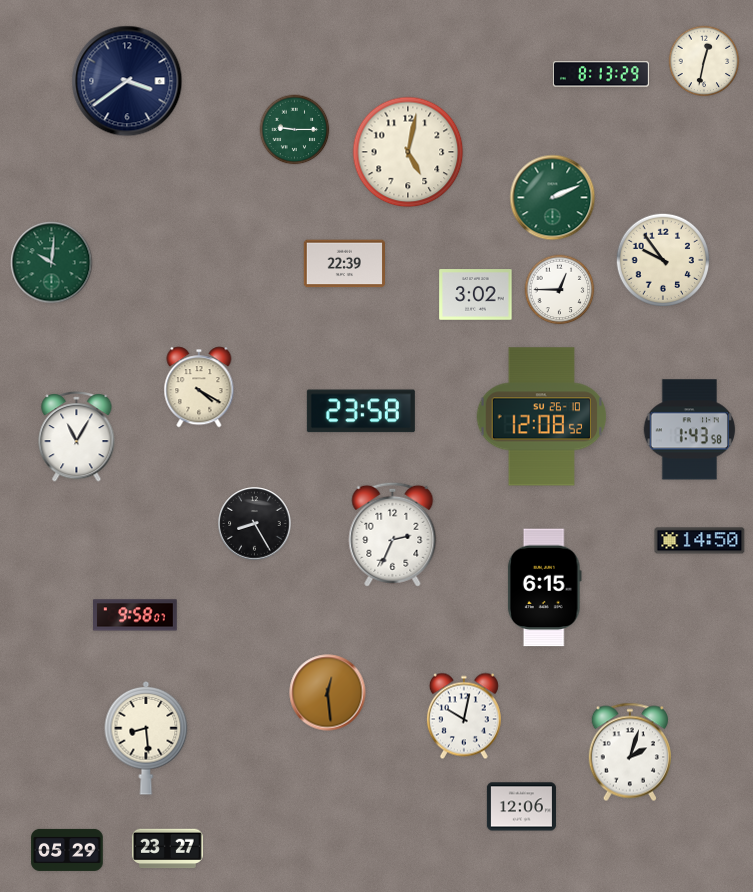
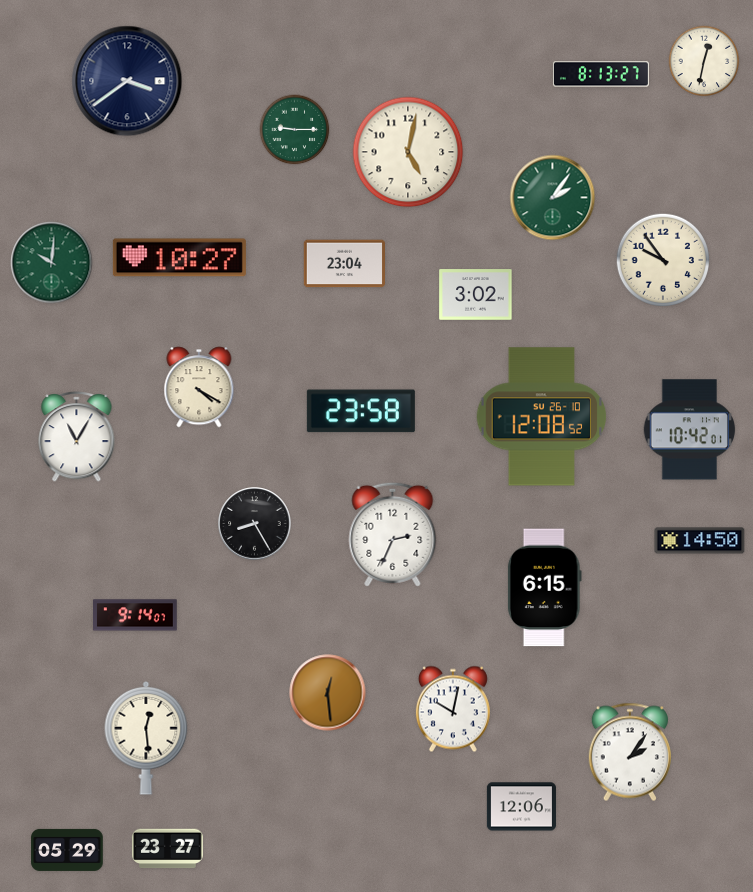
clock at (601, 74): 8:13:29 -> 8:13:27
clock at (553, 198): 2:11 -> 2:06
clock at (179, 258): none -> 10:27
clock at (344, 264): 22:39 -> 23:04
clock at (560, 290): 12:45 -> none
clock at (689, 430): 1:43 -> 10:42
clock at (136, 615): 9:58 -> 9:14
clock at (464, 716) position: (464, 716) -> (453, 709)
clock at (146, 738): 8:29 -> 12:29
clock at (629, 752): 2:03 -> 2:06
